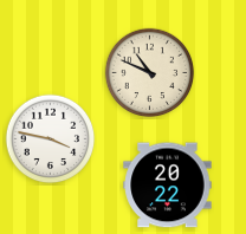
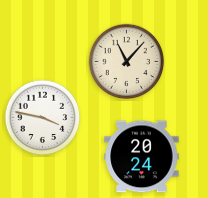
clock at (150, 73): 10:49 -> 11:07
clock at (168, 186): 20:22 -> 20:24
